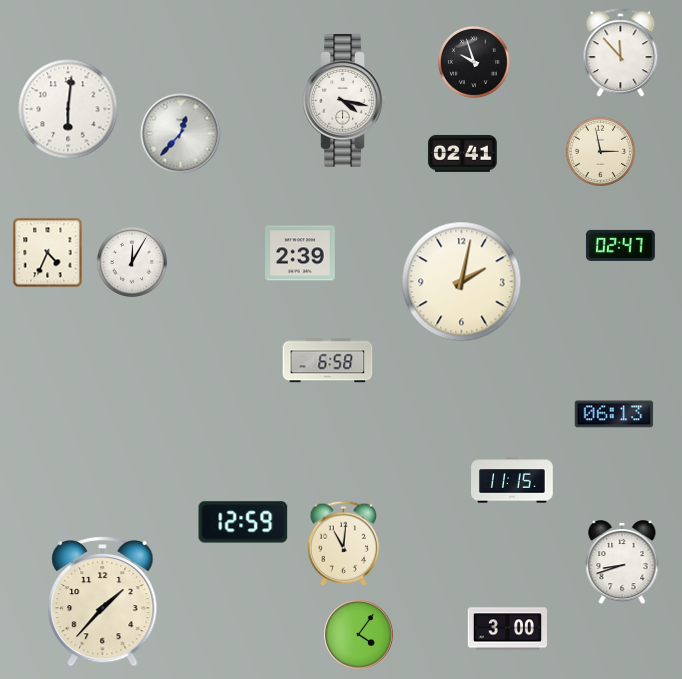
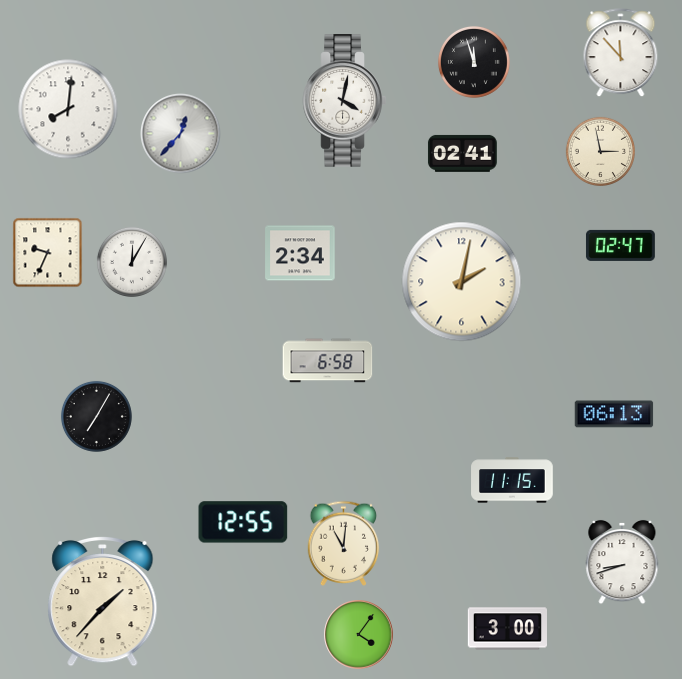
clock at (474, 62): 9:57 -> 11:57
clock at (345, 101): 4:17 -> 4:02
clock at (68, 109): 6:01 -> 8:01
clock at (48, 253): 4:34 -> 9:34
clock at (300, 253): 2:39 -> 2:34
clock at (96, 416): none -> 7:05
clock at (243, 522): 12:59 -> 12:55
